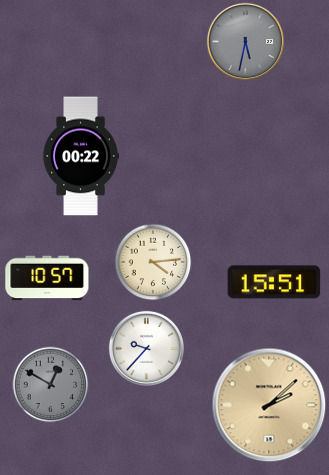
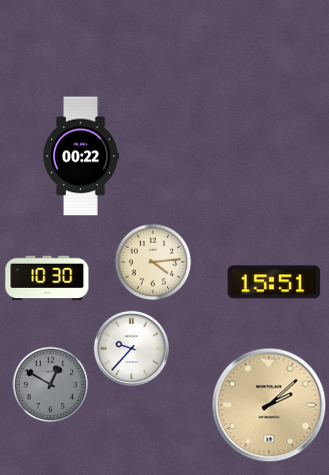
clock at (245, 41): 5:32 -> none
clock at (47, 278): 10:57 -> 10:30
clock at (146, 348) position: (146, 348) -> (131, 348)
